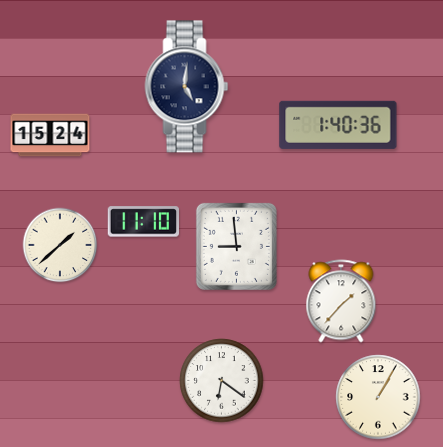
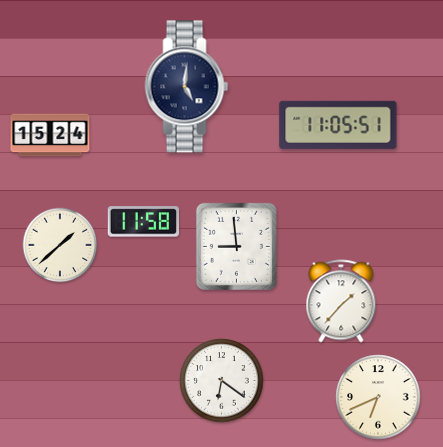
clock at (338, 125): 1:40 -> 11:05
clock at (143, 222): 11:10 -> 11:58
clock at (378, 397): 1:05 -> 6:41
